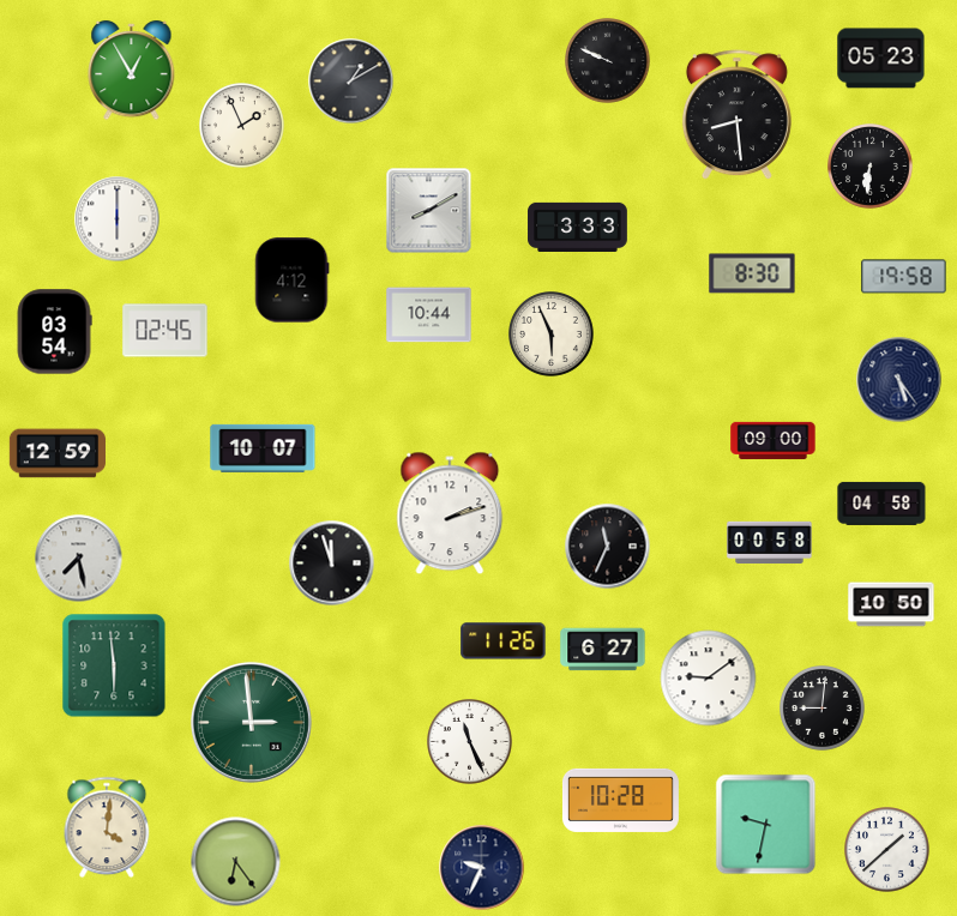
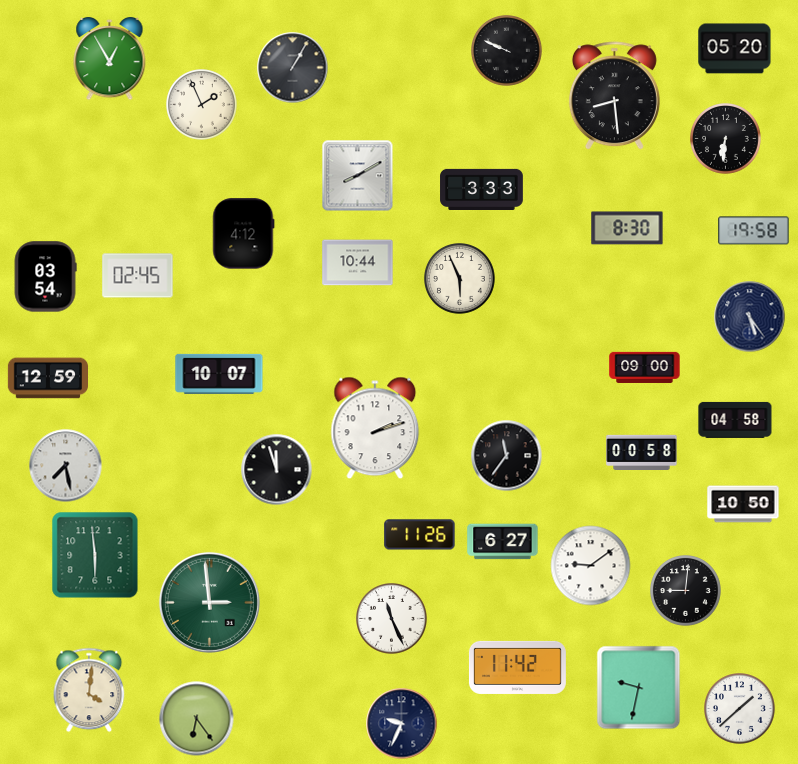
clock at (881, 59): 05:23 -> 05:20
clock at (351, 82): 1:10 -> 1:05
clock at (118, 219): 6:00 -> none
clock at (608, 547): 11:34 -> 11:36
clock at (620, 800): 10:28 -> 11:42
